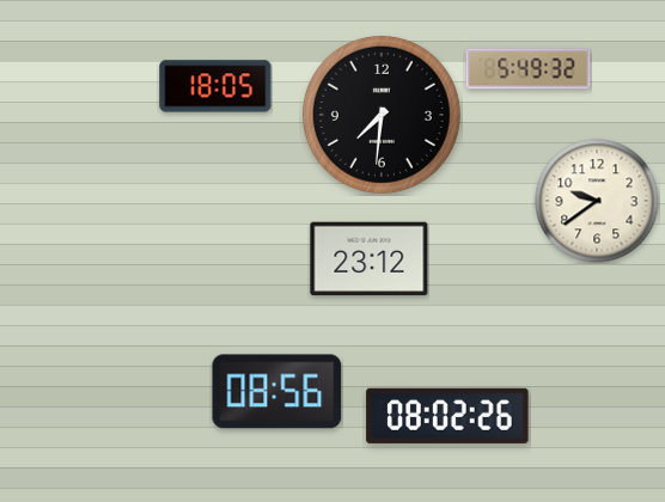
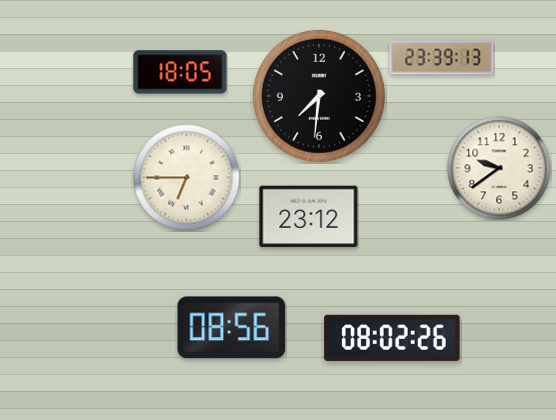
clock at (529, 69): 5:49 -> 23:39
clock at (187, 178): none -> 6:45
clock at (447, 416) position: (447, 416) -> (392, 338)
